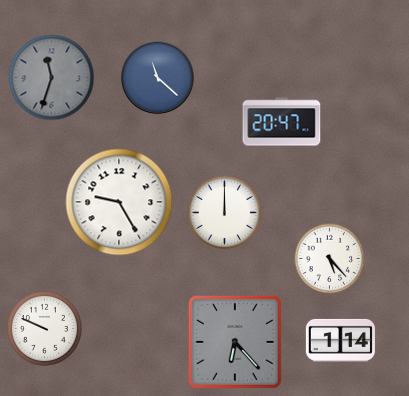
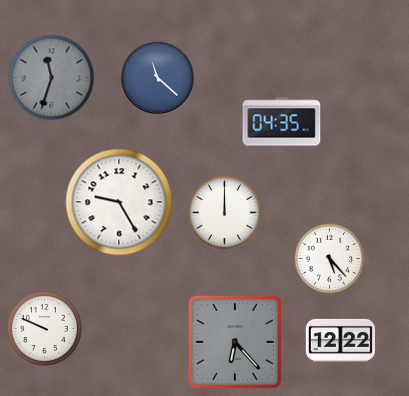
clock at (282, 122): 20:47 -> 04:35
clock at (340, 340): 1:14 -> 12:22
